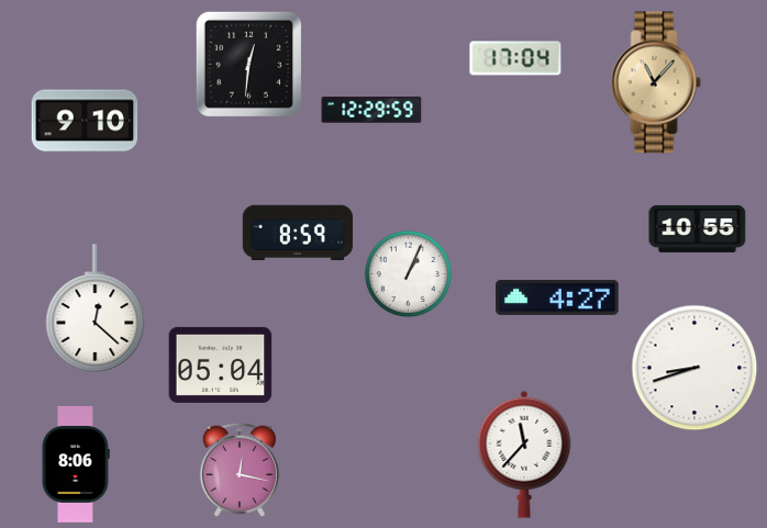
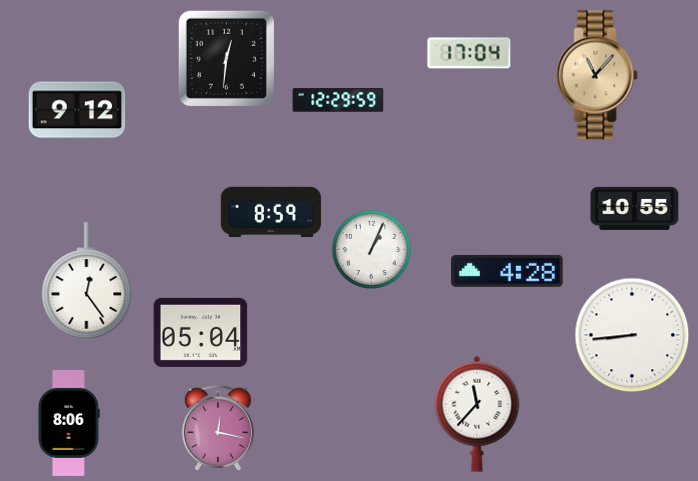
clock at (85, 121): 9:10 -> 9:12
clock at (557, 297): 4:27 -> 4:28
clock at (96, 308): 12:22 -> 12:24
clock at (694, 368): 8:42 -> 8:44
